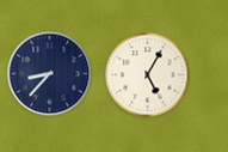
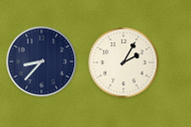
clock at (148, 75): 5:05 -> 2:05
